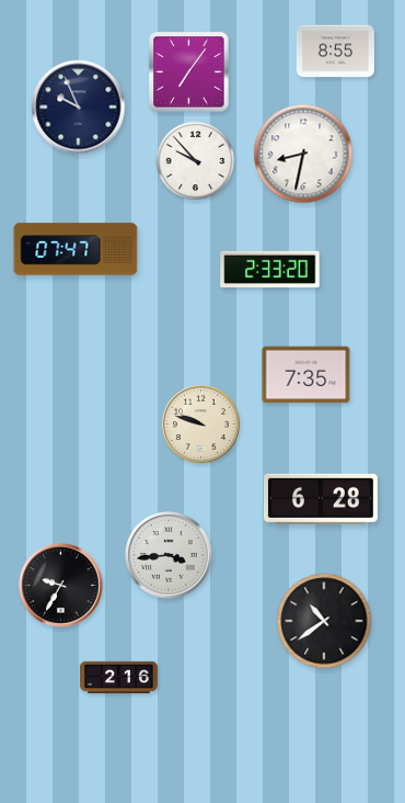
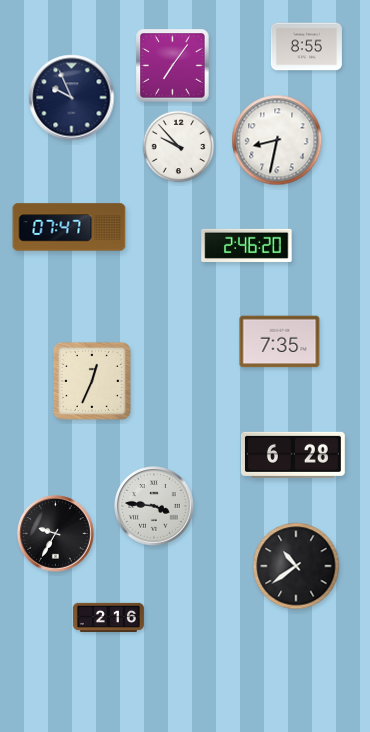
clock at (270, 269): 2:33 -> 2:46
clock at (92, 381): none -> 12:34
clock at (200, 423): 9:48 -> none
clock at (169, 555): 3:44 -> 3:46
